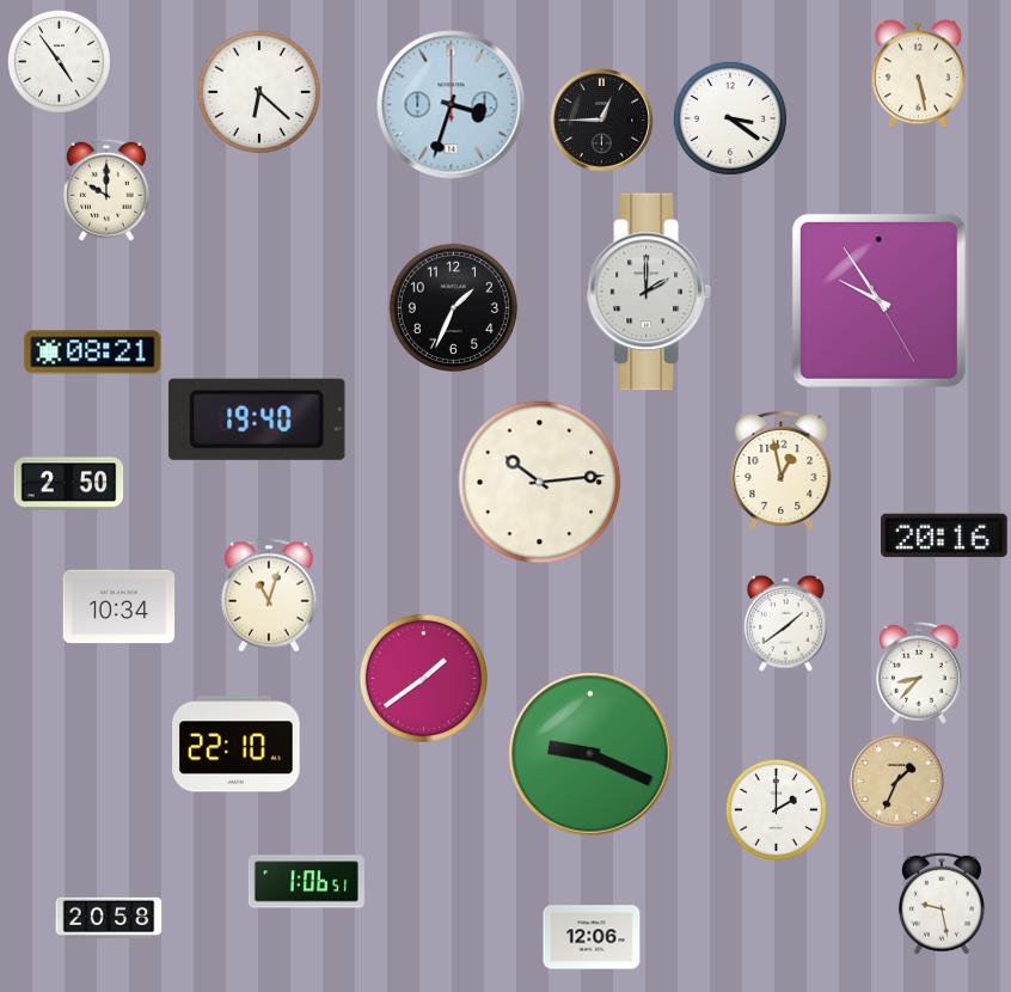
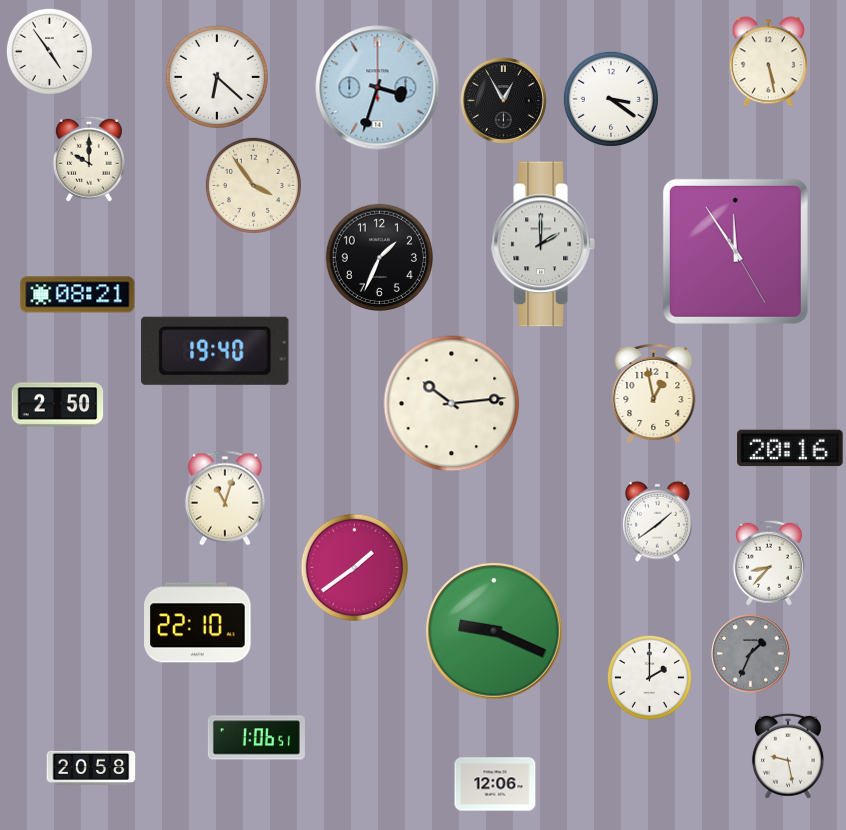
clock at (601, 120): 12:45 -> 12:55
clock at (253, 185): none -> 3:54
clock at (878, 300): 9:54 -> 11:54
clock at (120, 607): 10:34 -> none
clock at (897, 782) dial: champagne -> grey
